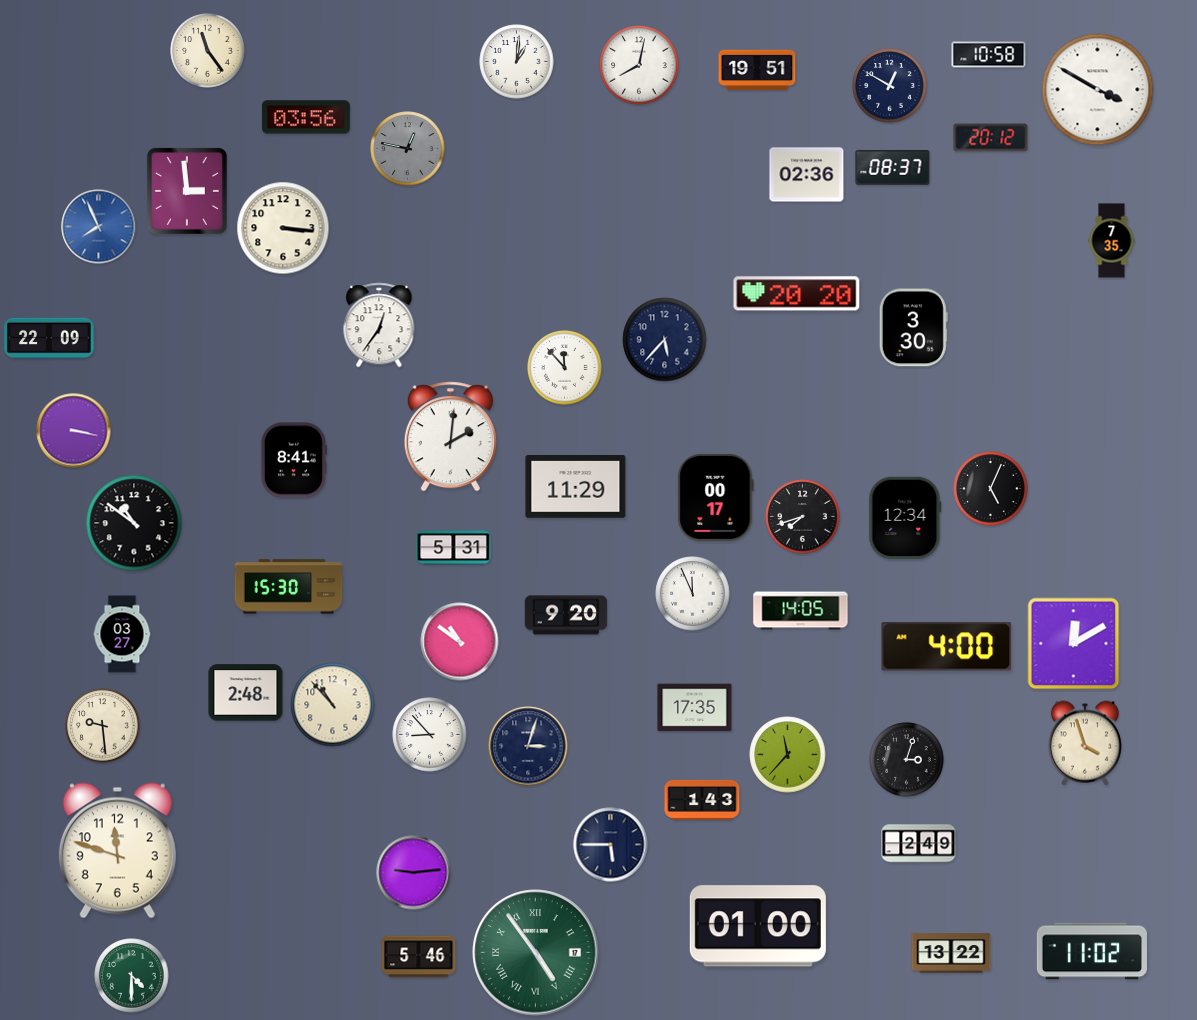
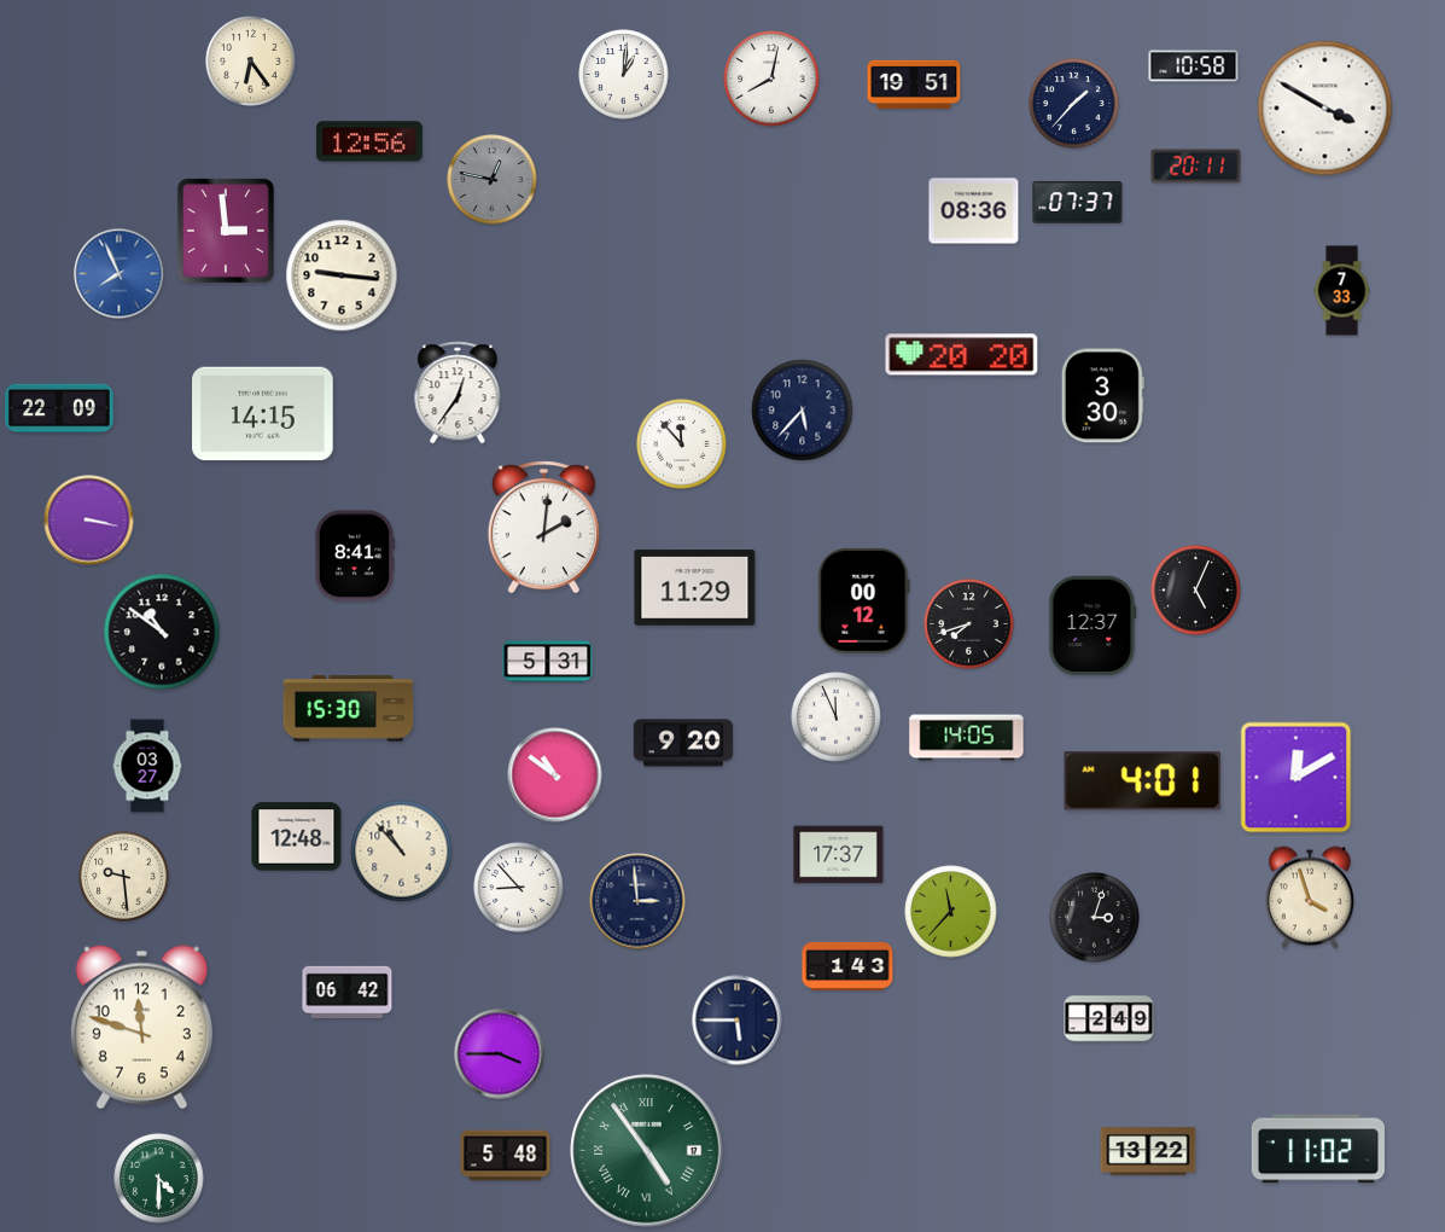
clock at (208, 51): 11:24 -> 6:24
clock at (890, 86): 12:50 -> 1:37
clock at (306, 117): 03:56 -> 12:56
clock at (991, 138): 20:12 -> 20:11
clock at (893, 167): 08:37 -> 07:37
clock at (807, 175): 02:36 -> 08:36
clock at (283, 228): 3:16 -> 9:16
clock at (1112, 241): 7:35 -> 7:33
clock at (263, 414): none -> 14:15
clock at (716, 497): 00:17 -> 00:12
clock at (905, 518): 12:34 -> 12:37
clock at (947, 647): 4:00 -> 4:01
clock at (246, 693): 2:48 -> 12:48
clock at (695, 708): 17:35 -> 17:37
clock at (528, 746): 3:03 -> 2:59
clock at (348, 992): none -> 06:42
clock at (414, 873): 9:14 -> 3:45
clock at (758, 926): 01:00 -> none
clock at (419, 957): 5:46 -> 5:48
